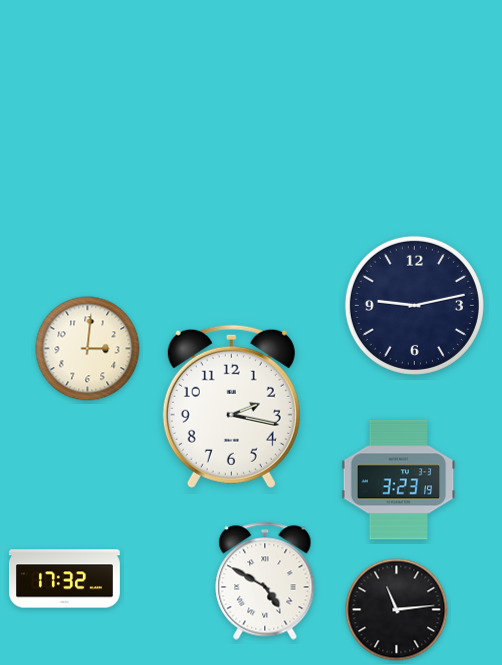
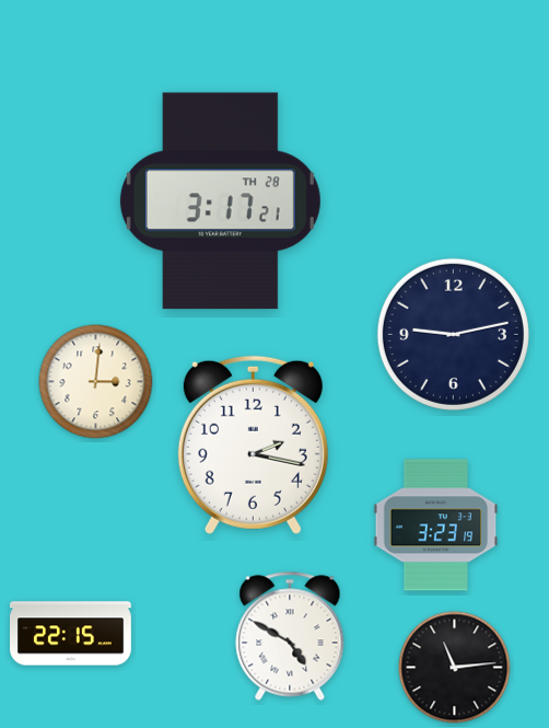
clock at (220, 201): none -> 3:17
clock at (65, 579): 17:32 -> 22:15
clock at (397, 610) position: (397, 610) -> (455, 668)
